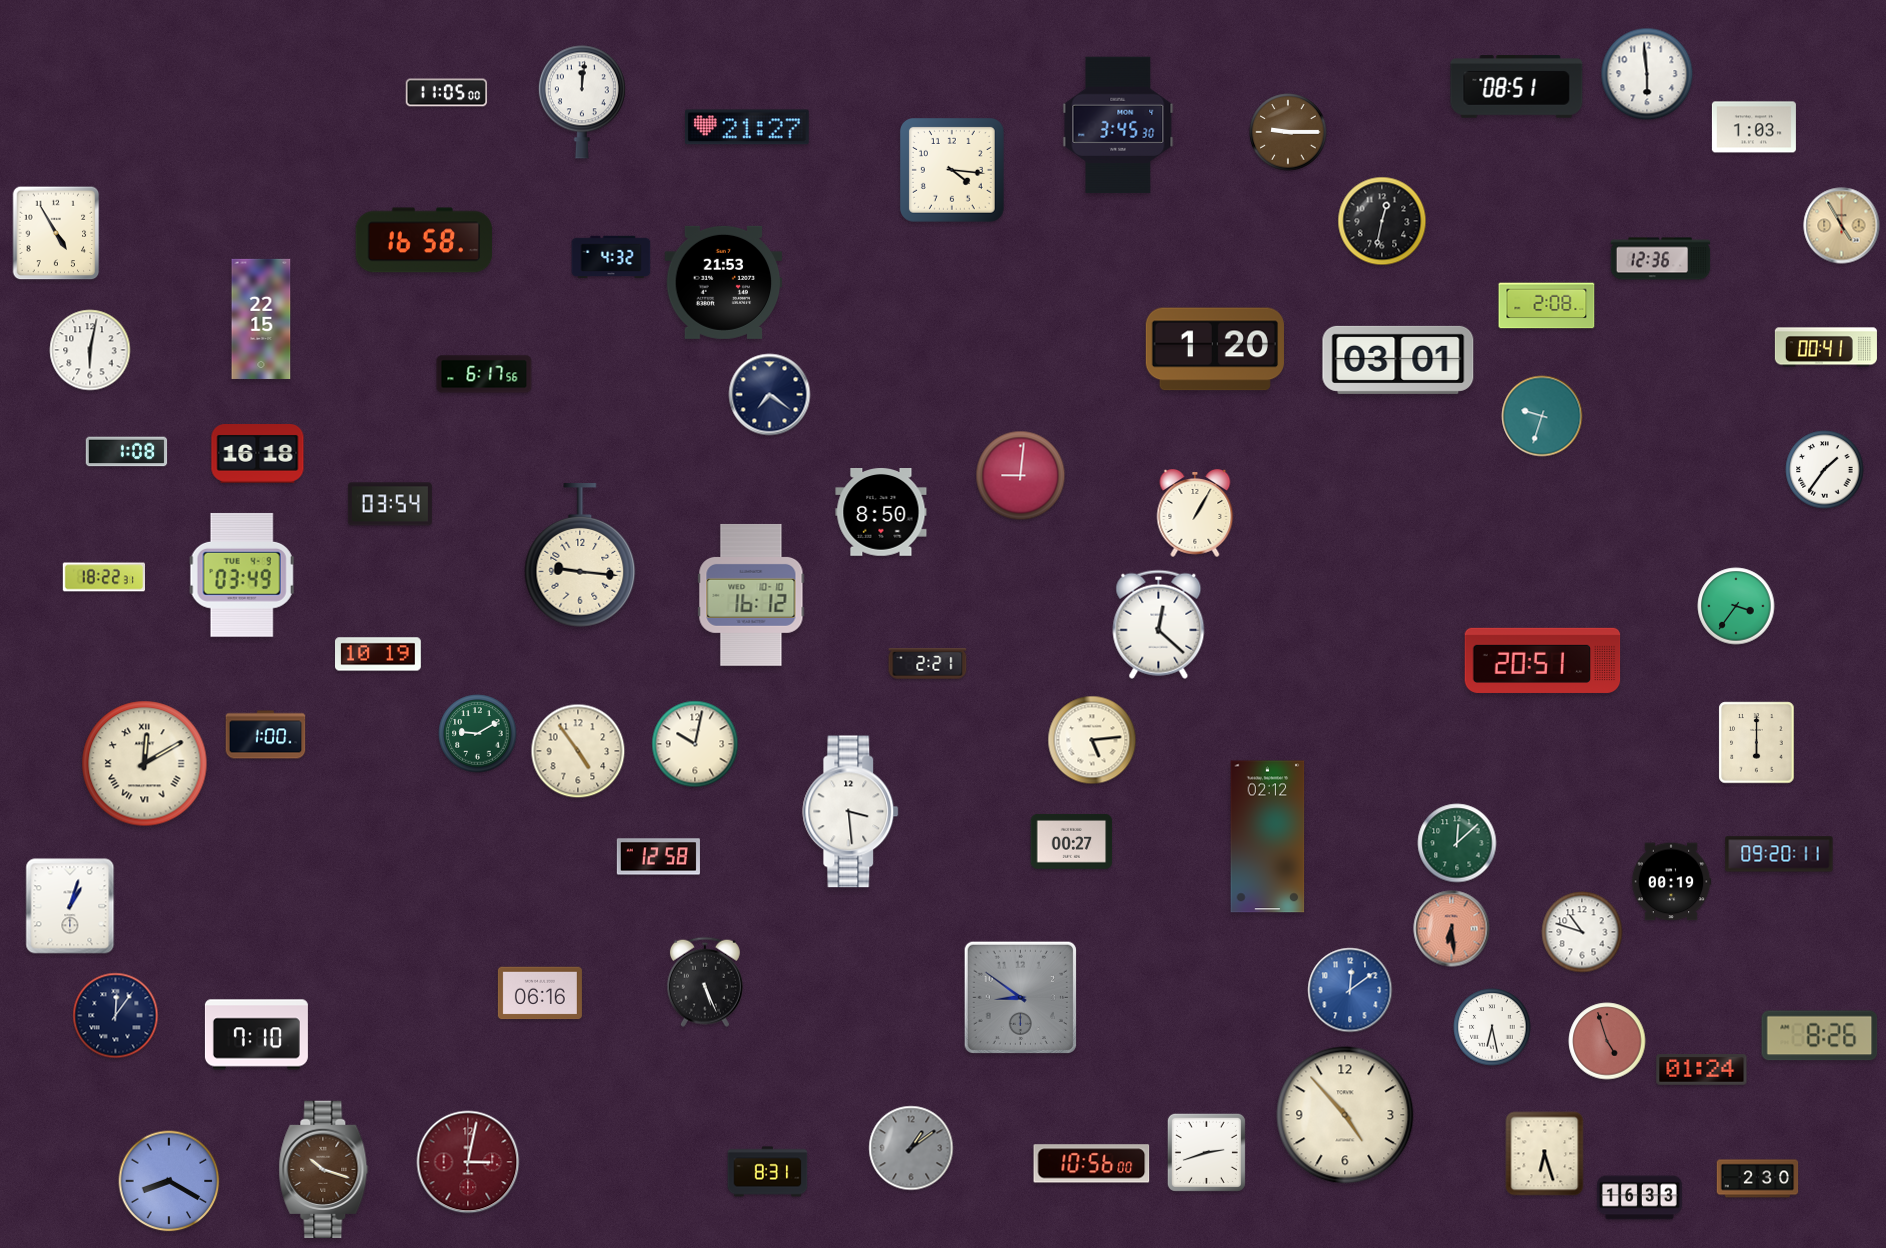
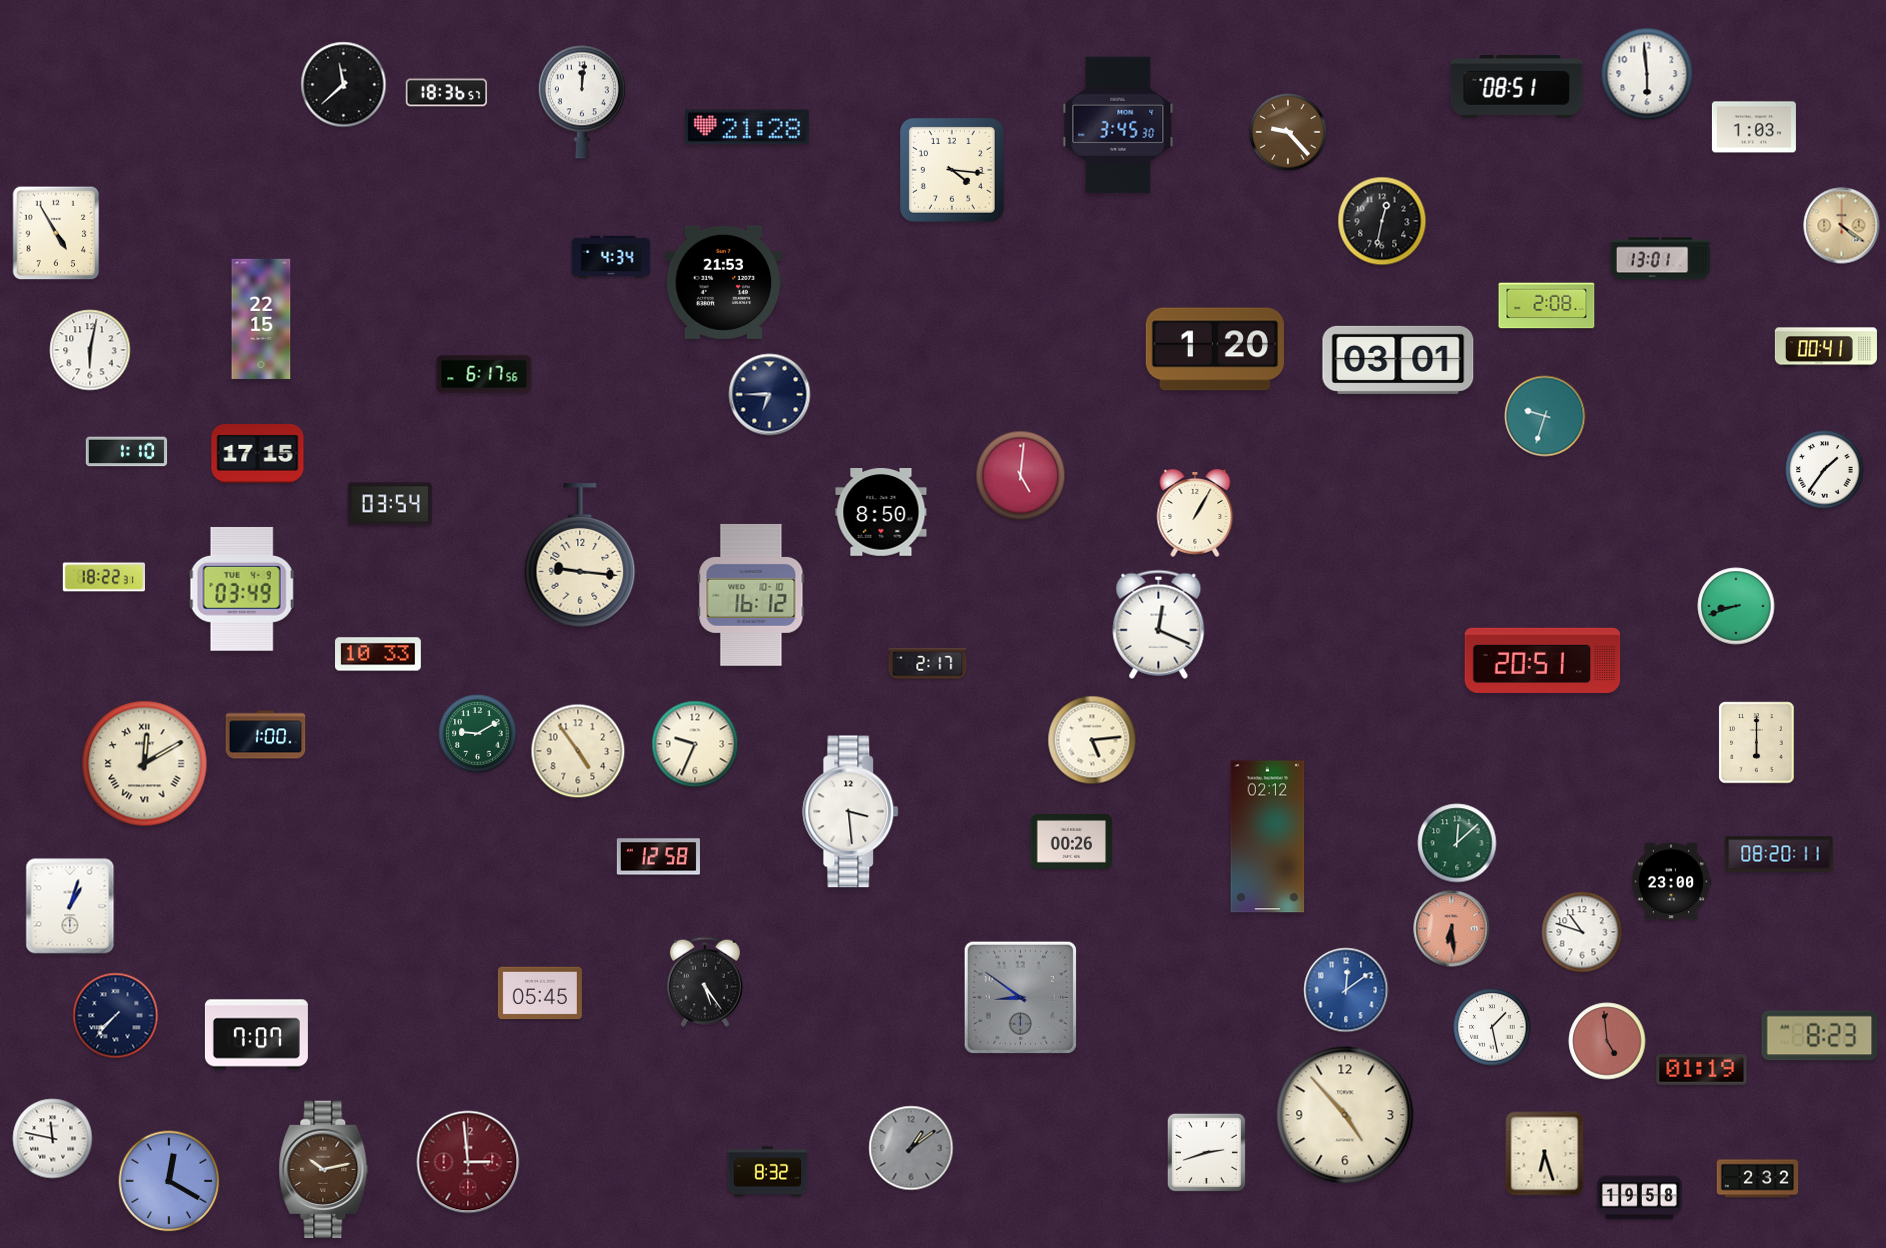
clock at (344, 85): none -> 11:38
clock at (447, 93): 11:05 -> 18:36
clock at (747, 127): 21:27 -> 21:28
clock at (1288, 132): 9:15 -> 9:23
clock at (1842, 226): 4:55 -> 4:21
clock at (424, 240): 16:58 -> none
clock at (611, 257): 4:32 -> 4:34
clock at (1661, 259): 12:36 -> 13:01
clock at (770, 395): 7:21 -> 6:45
clock at (1542, 416) position: (1542, 416) -> (1545, 416)
clock at (127, 452): 1:08 -> 1:10
clock at (258, 454): 16:18 -> 17:15
clock at (1021, 476): 9:01 -> 5:01
clock at (242, 575) position: (242, 575) -> (242, 589)
clock at (1736, 606): 3:36 -> 8:42
clock at (1159, 624): 12:22 -> 12:19
clock at (379, 654): 10:19 -> 10:33
clock at (928, 664): 2:21 -> 2:17
clock at (695, 744): 10:02 -> 9:34
clock at (1072, 841): 00:27 -> 00:26
clock at (1779, 854): 09:20 -> 08:20
clock at (1671, 882): 00:19 -> 23:00
clock at (705, 982): 5:26 -> 5:24
clock at (1350, 990) position: (1350, 990) -> (1346, 990)
clock at (540, 993): 06:16 -> 05:45
clock at (116, 1016): 12:06 -> 7:37
clock at (1492, 1027): 6:28 -> 1:28
clock at (256, 1035): 7:10 -> 7:07
clock at (1820, 1036): 8:26 -> 8:23
clock at (1607, 1041): 4:57 -> 4:59
clock at (1702, 1070): 01:24 -> 01:19
clock at (53, 1139): none -> 11:47
clock at (468, 1162): 3:02 -> 2:59
clock at (1092, 1164): 10:56 -> none
clock at (324, 1169): 10:18 -> 10:13
clock at (768, 1172): 8:31 -> 8:32
clock at (1758, 1179): 2:30 -> 2:32
clock at (169, 1181): 8:20 -> 12:20
clock at (1639, 1198): 16:33 -> 19:58
